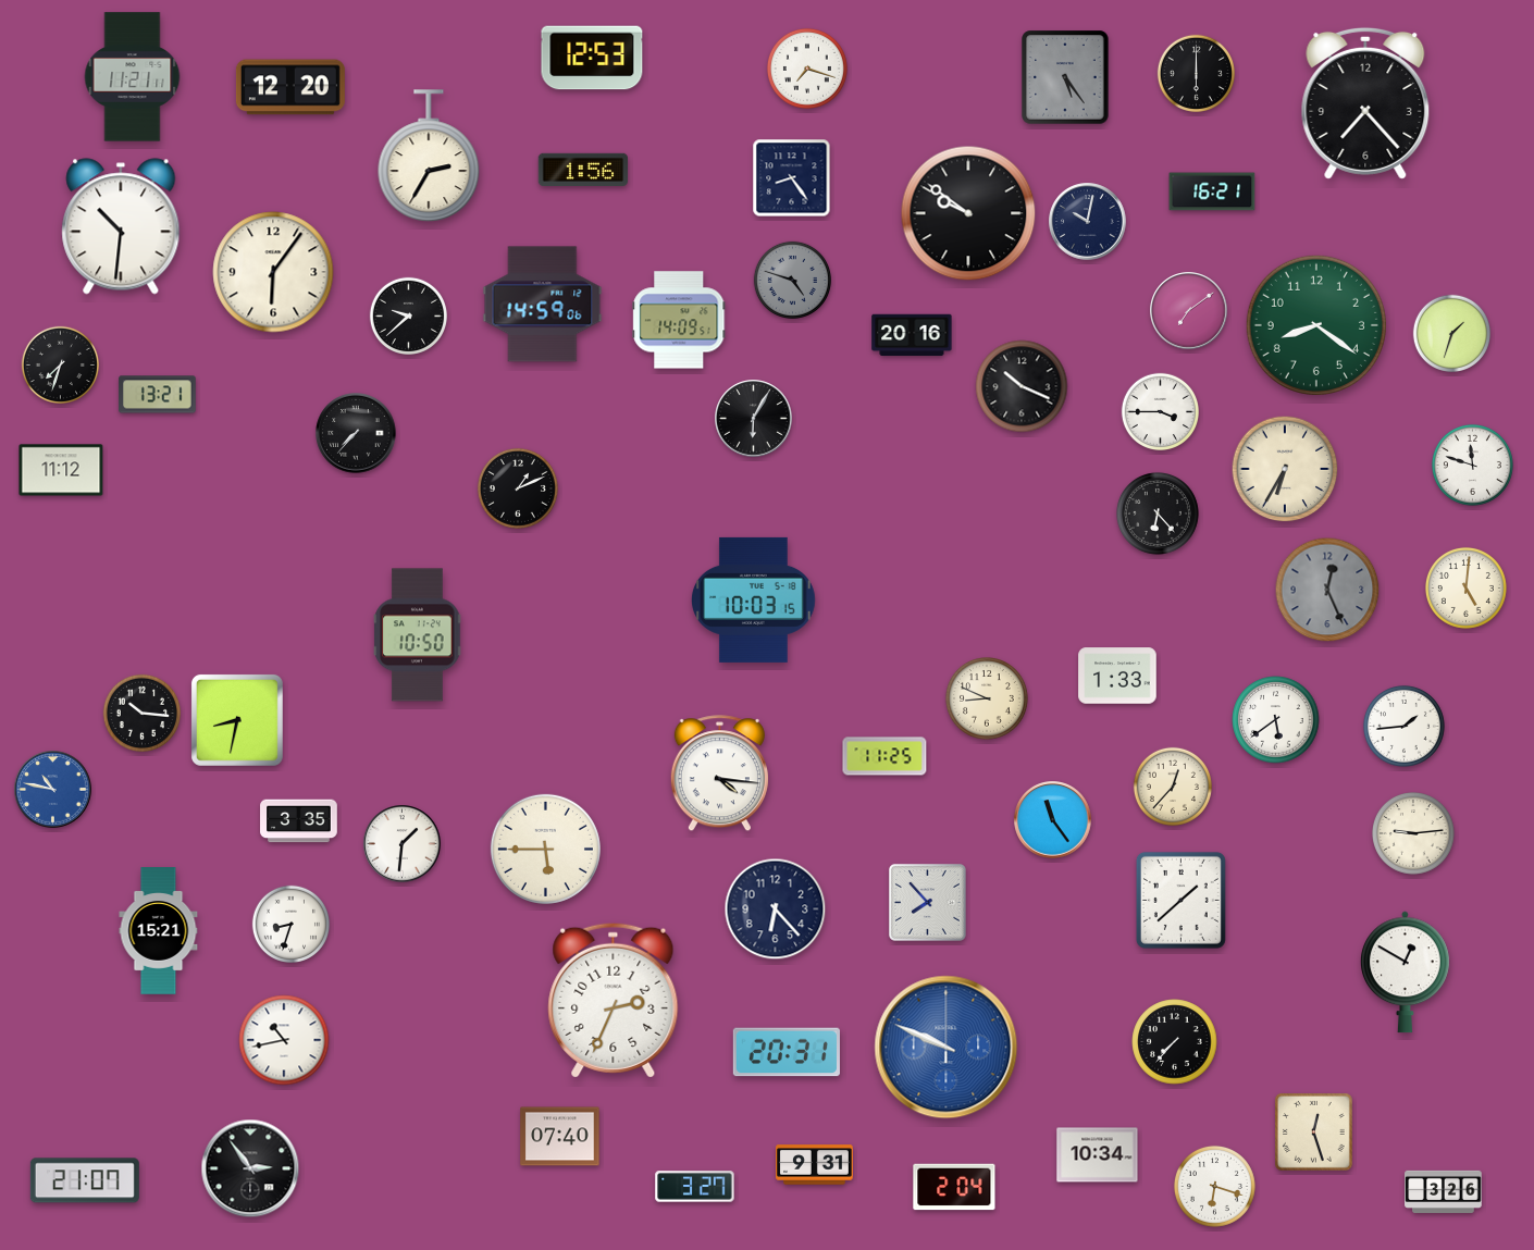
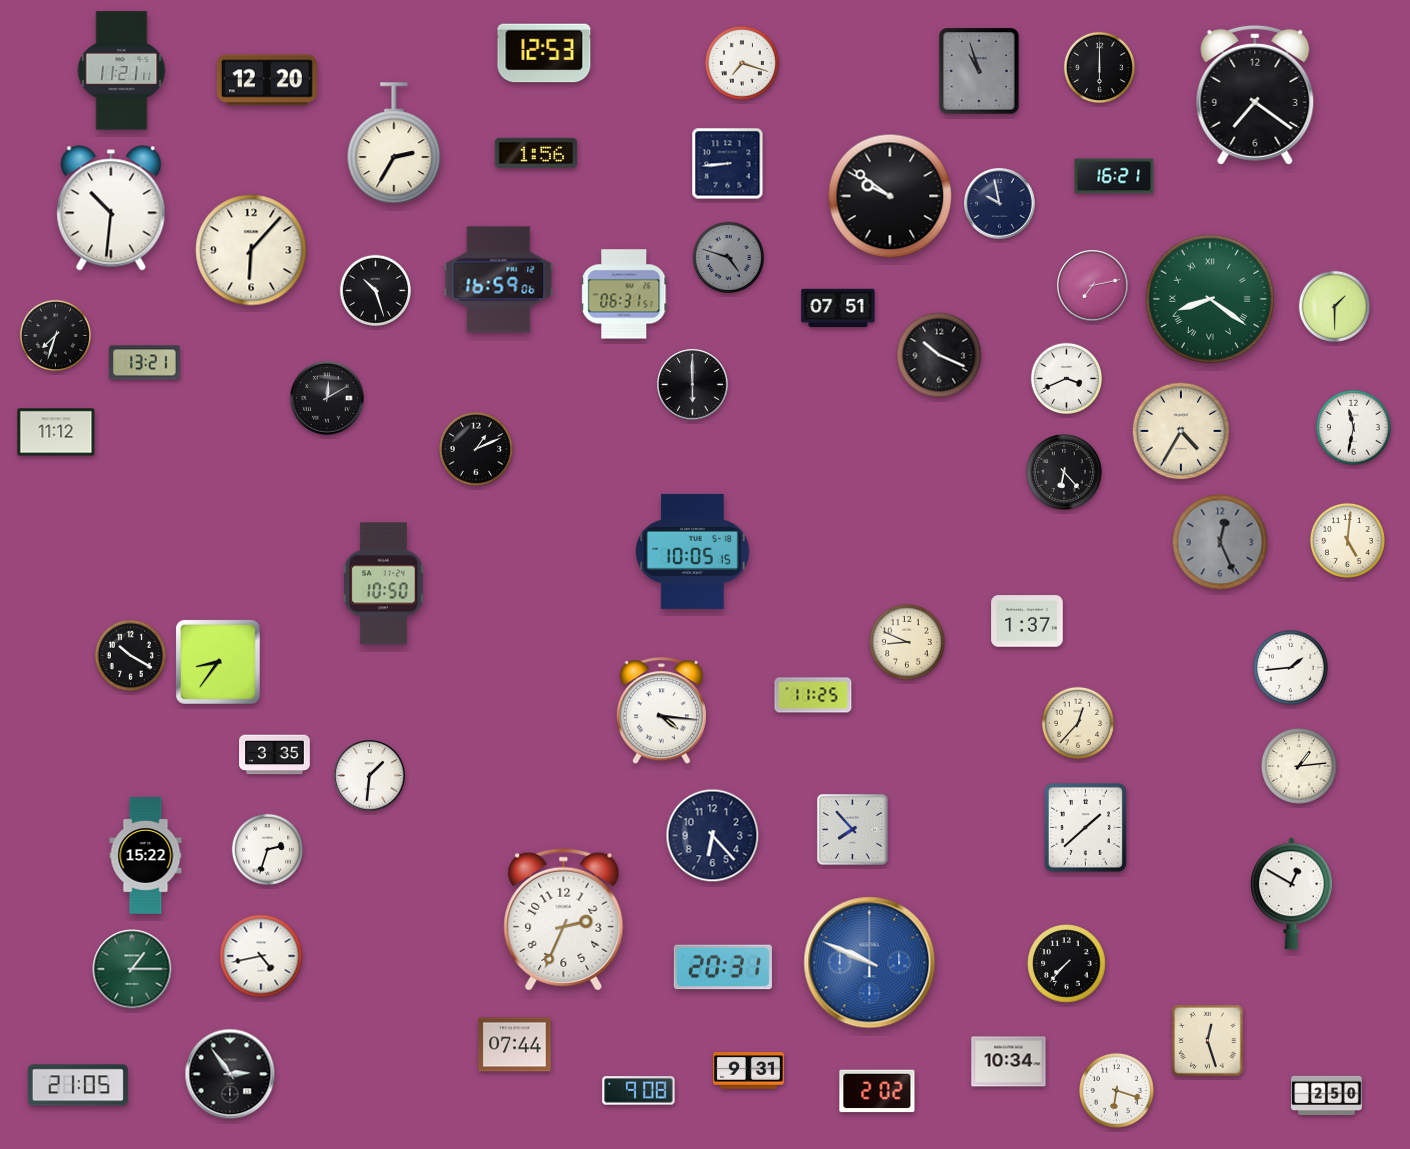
clock at (1065, 77): 5:24 -> 10:57
clock at (1365, 103): 7:23 -> 7:21
clock at (583, 169) position: (583, 169) -> (536, 152)
clock at (792, 178): 8:24 -> 8:44
clock at (1088, 222): 10:02 -> 9:58
clock at (273, 272): 6:06 -> 6:07
clock at (543, 305): 14:59 -> 16:59
clock at (1189, 311): 7:09 -> 7:13
clock at (408, 315): 9:38 -> 10:27
clock at (679, 320): 14:09 -> 06:31
clock at (1316, 325) numerals: Arabic -> Roman
clock at (1451, 333): 1:33 -> 1:30
clock at (912, 335): 20:16 -> 07:51
clock at (1160, 411): 3:45 -> 3:41
clock at (754, 419): 6:05 -> 6:00
clock at (356, 433): 7:37 -> 12:10
clock at (1472, 465): 11:48 -> 11:32
clock at (1285, 469): 6:35 -> 4:35
clock at (754, 599): 10:03 -> 10:05
clock at (1117, 676): 1:33 -> 1:37
clock at (141, 713): 10:16 -> 10:20
clock at (237, 720): 8:32 -> 8:36
clock at (1276, 720): 5:39 -> none
clock at (53, 790): 10:47 -> none
clock at (1053, 820): 11:24 -> none
clock at (1414, 834): 9:14 -> 1:14
clock at (545, 849): 5:45 -> none
clock at (290, 924): 8:33 -> 2:33
clock at (159, 931): 15:21 -> 15:22
clock at (284, 1040): 10:43 -> 4:43
clock at (1175, 1042) position: (1175, 1042) -> (1067, 964)
clock at (132, 969): none -> 1:15
clock at (560, 1137): 07:40 -> 07:44
clock at (85, 1180): 21:07 -> 21:05
clock at (695, 1187): 3:27 -> 9:08
clock at (954, 1187): 2:04 -> 2:02
clock at (1444, 1191): 3:26 -> 2:50
